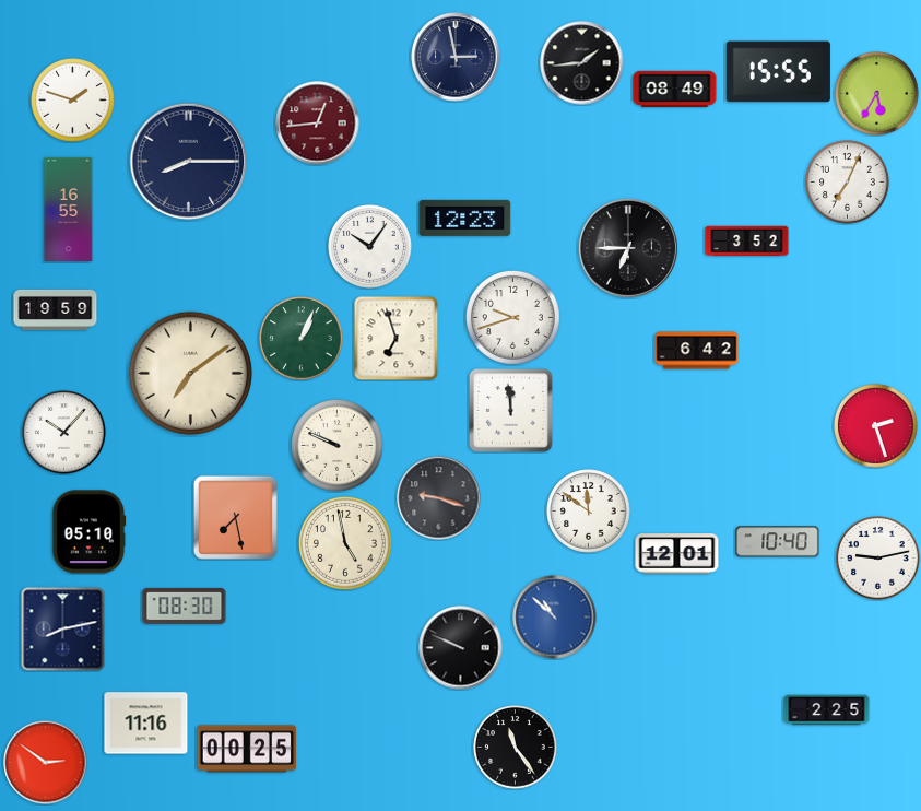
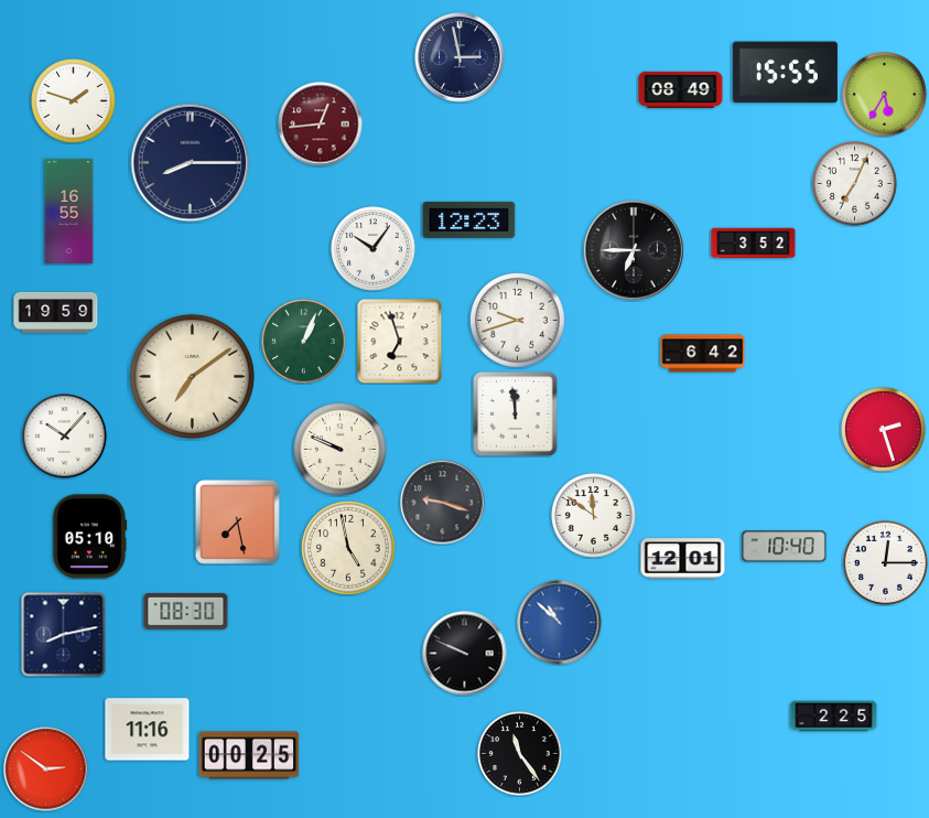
clock at (582, 63): 1:44 -> none
clock at (878, 559): 9:13 -> 12:15
